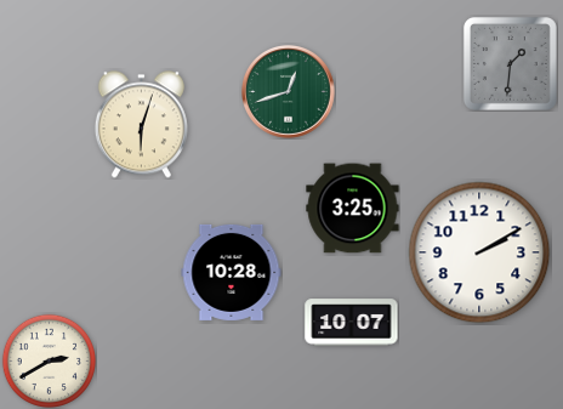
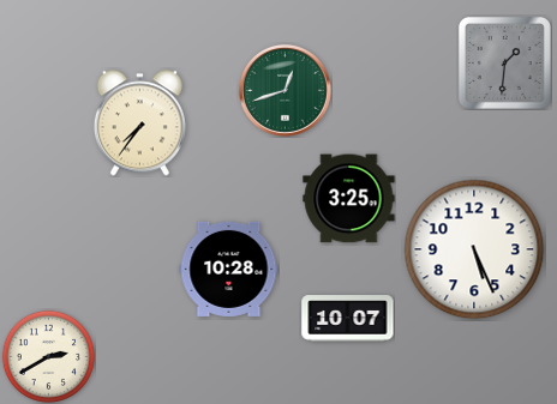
clock at (141, 125): 6:03 -> 7:36
clock at (353, 209) position: (353, 209) -> (349, 199)
clock at (479, 252): 2:10 -> 5:26
